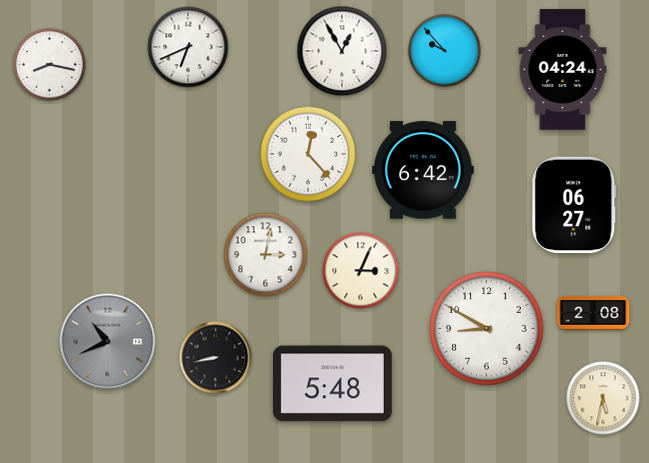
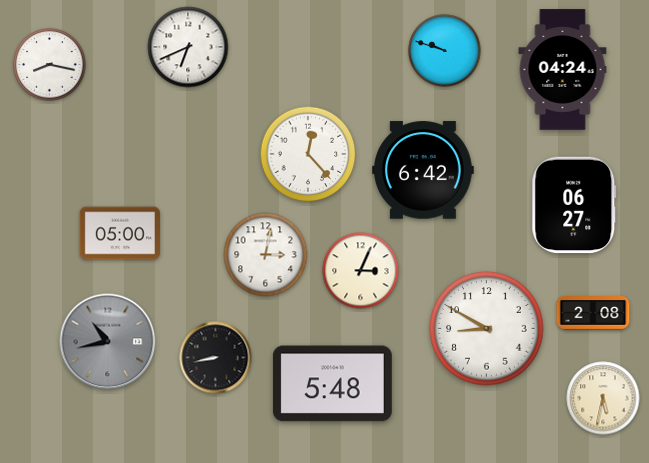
clock at (342, 51): 12:55 -> none
clock at (445, 51): 9:53 -> 9:48
clock at (120, 233): none -> 05:00
clock at (108, 342): 10:41 -> 10:43
